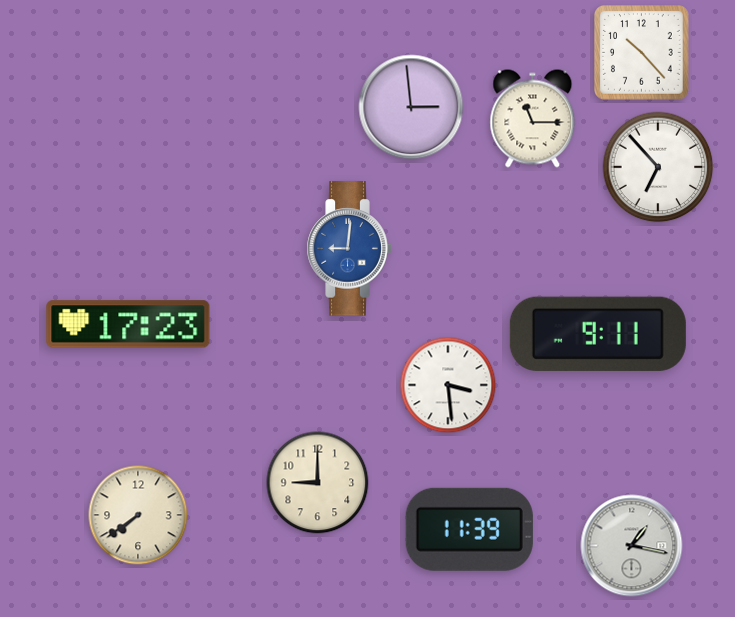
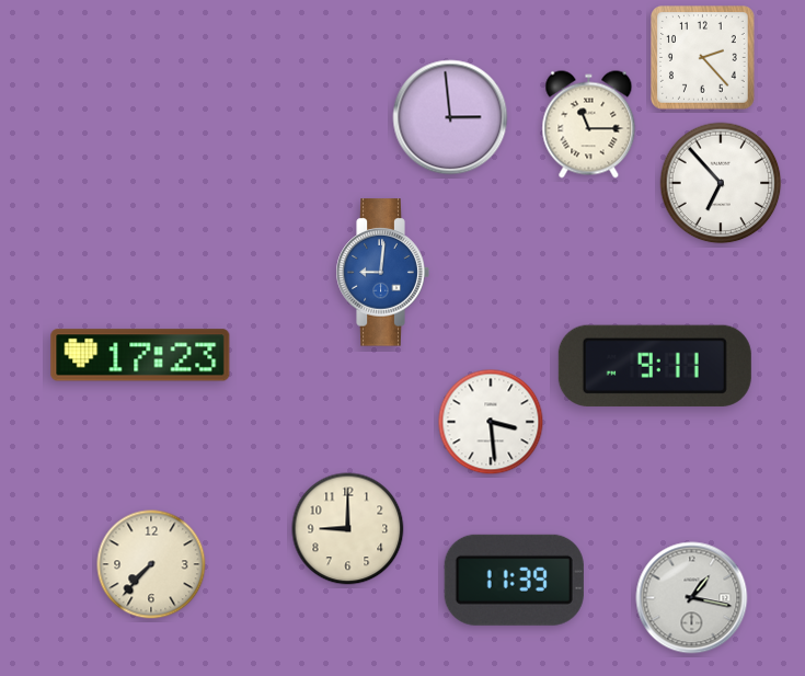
clock at (642, 53): 10:23 -> 2:23
clock at (533, 119) position: (533, 119) -> (589, 125)
clock at (138, 515): 7:39 -> 7:37
